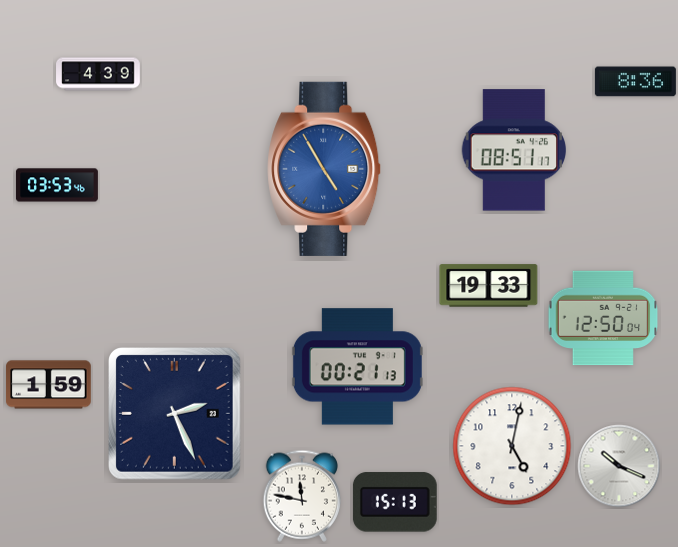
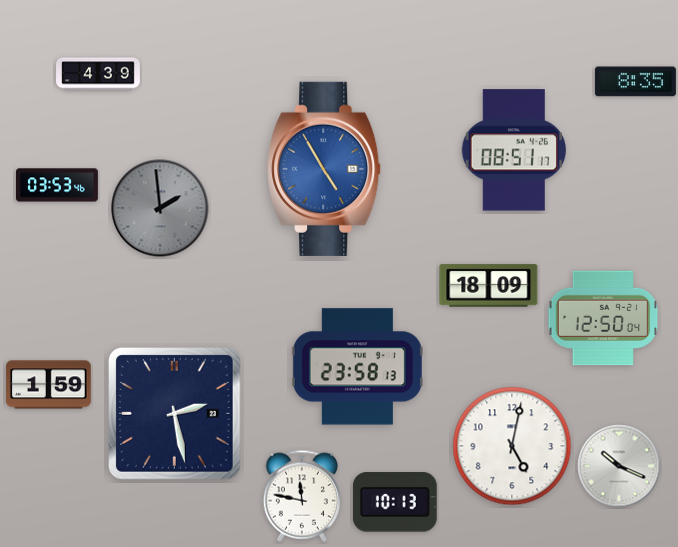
clock at (635, 82): 8:36 -> 8:35
clock at (160, 208): none -> 1:59
clock at (489, 286): 19:33 -> 18:09
clock at (357, 367): 00:21 -> 23:58
clock at (175, 414): 2:26 -> 2:28
clock at (395, 502): 15:13 -> 10:13
